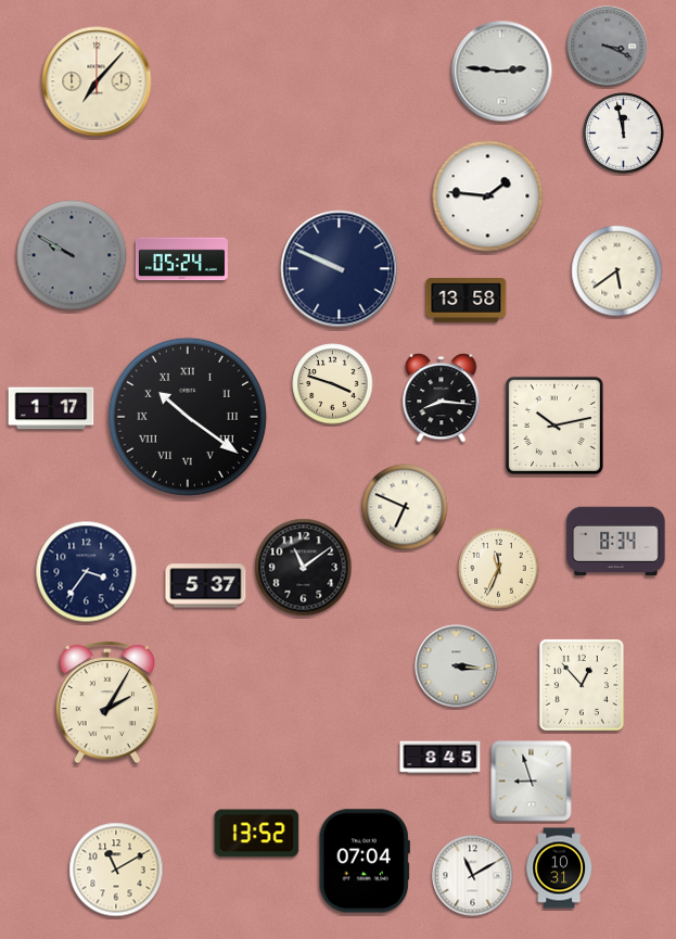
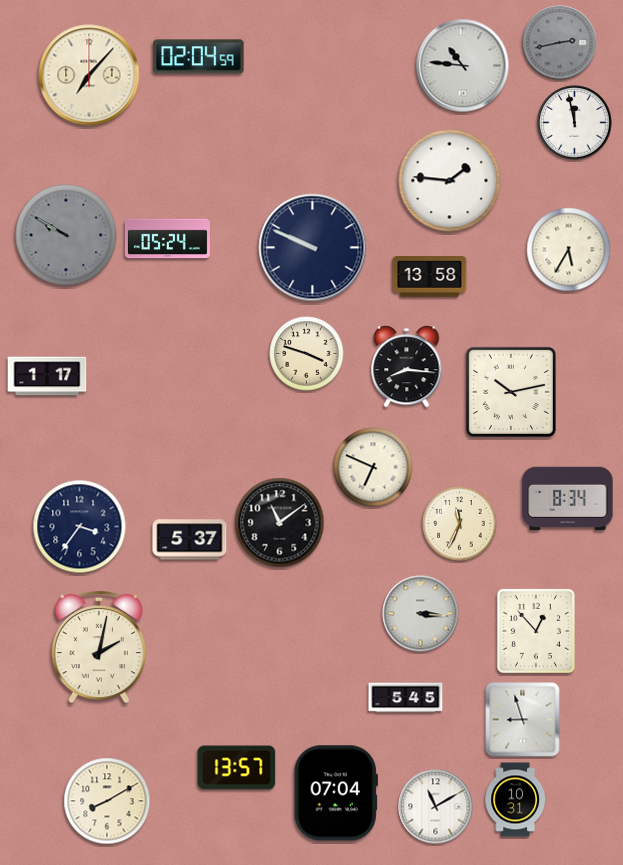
clock at (608, 47): 3:19 -> 2:43
clock at (199, 57): none -> 02:04
clock at (502, 72): 2:46 -> 10:46
clock at (617, 271): 5:39 -> 5:35
clock at (188, 417): 10:21 -> none
clock at (106, 702): 2:05 -> 2:02
clock at (441, 758): 8:45 -> 5:45
clock at (532, 782) position: (532, 782) -> (523, 720)
clock at (257, 834): 13:52 -> 13:57
clock at (116, 870): 11:10 -> 8:10
